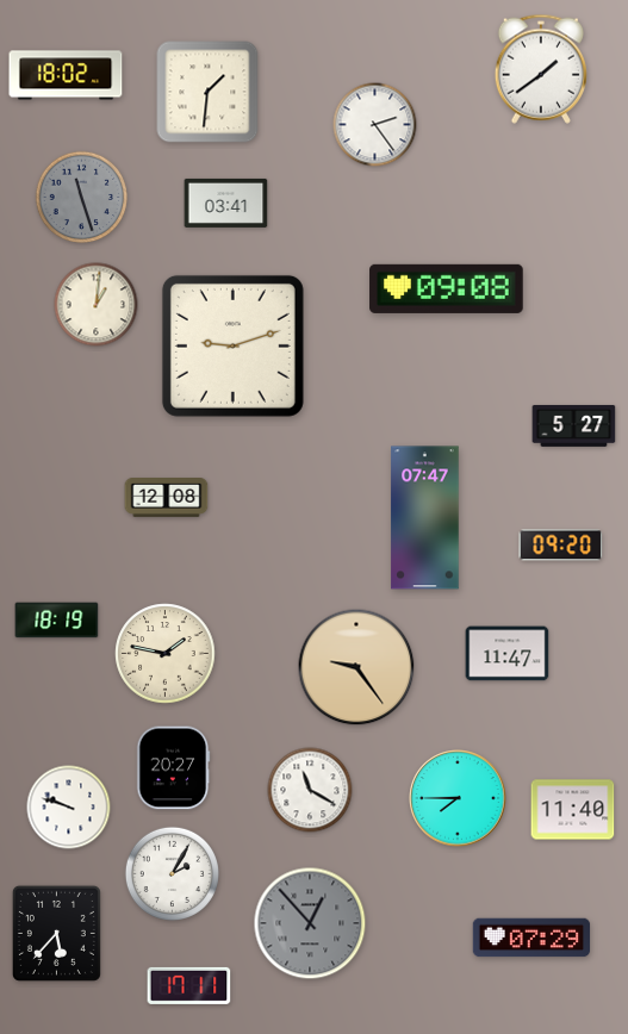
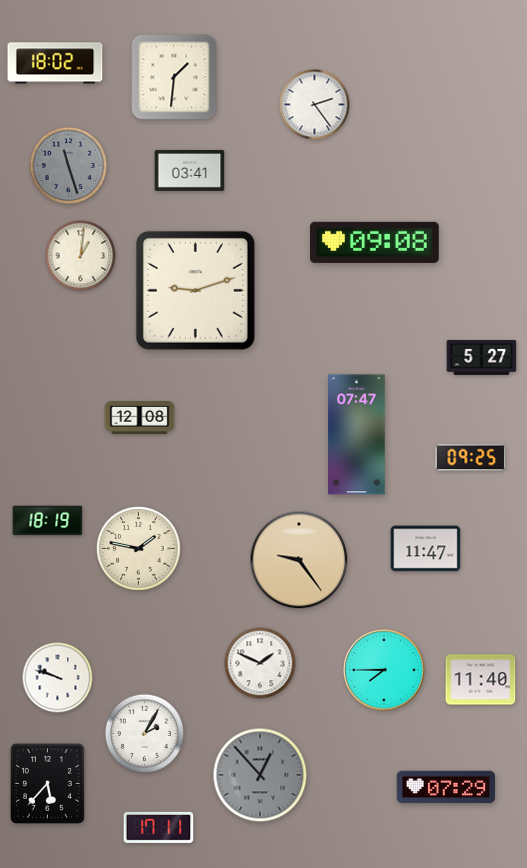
clock at (541, 69): 1:39 -> none
clock at (561, 546): 09:20 -> 09:25
clock at (174, 768): 20:27 -> none
clock at (310, 790): 11:20 -> 1:49
